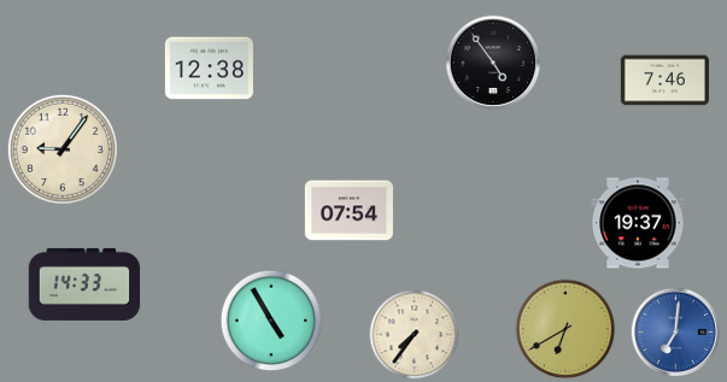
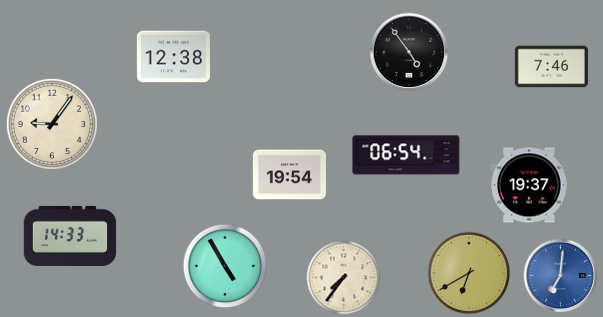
clock at (406, 155): none -> 06:54
clock at (348, 211): 07:54 -> 19:54
